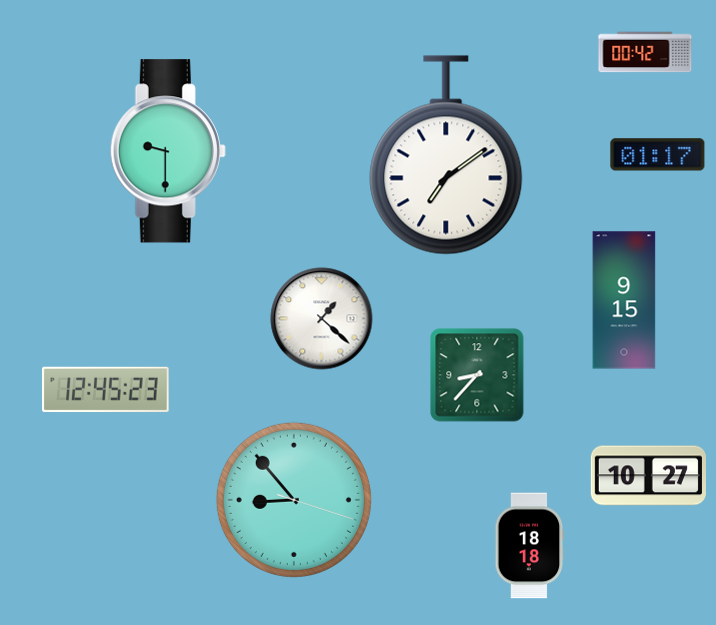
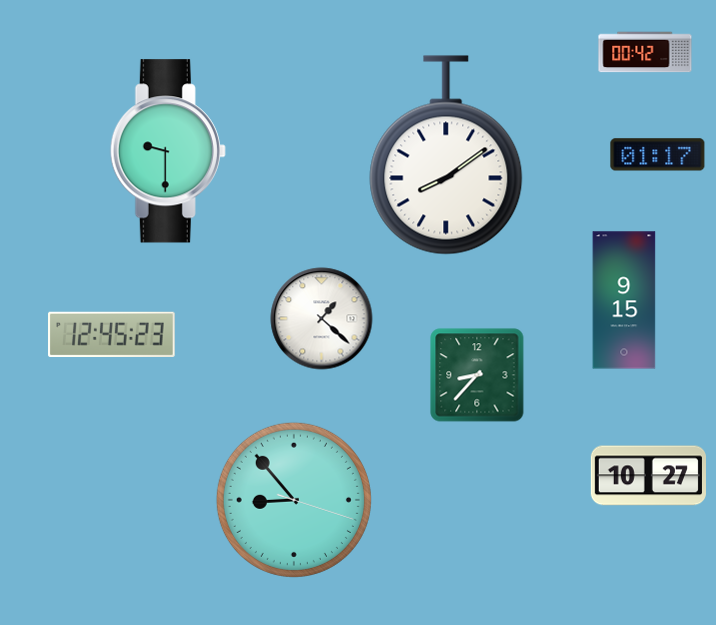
clock at (446, 155): 7:09 -> 8:09
clock at (106, 389) position: (106, 389) -> (112, 334)
clock at (530, 546): 18:18 -> none
